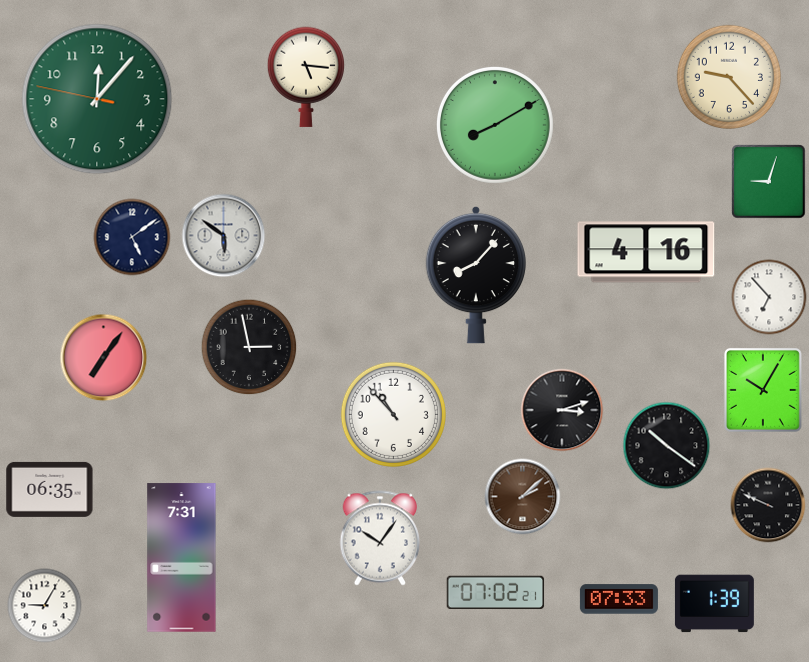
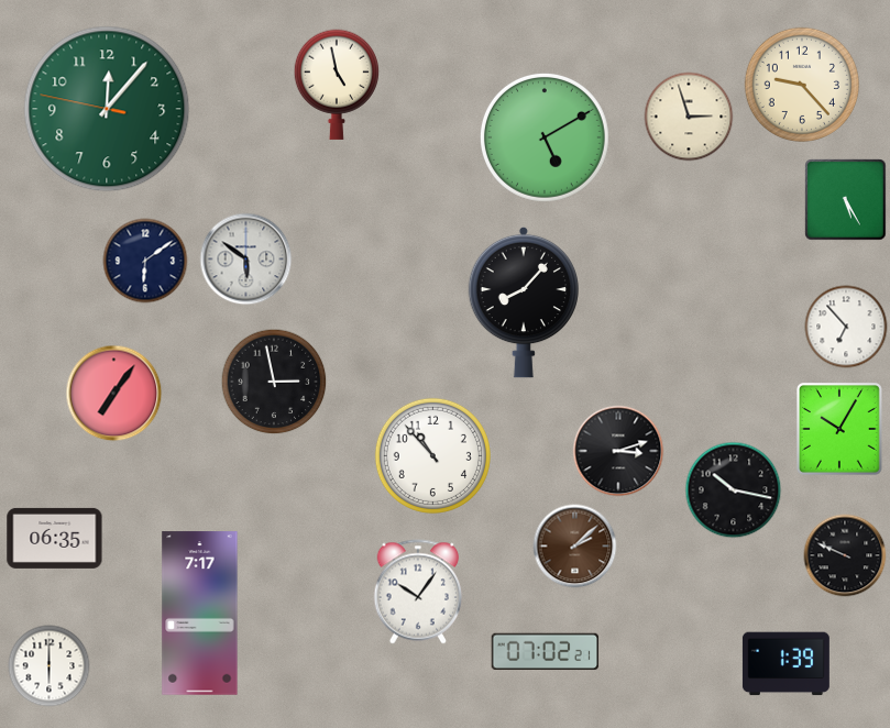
clock at (305, 77): 5:16 -> 4:58
clock at (689, 117): none -> 2:57
clock at (495, 125): 8:10 -> 5:10
clock at (769, 182): 9:03 -> 5:25
clock at (132, 237): 5:09 -> 6:09
clock at (646, 252): 4:16 -> none
clock at (667, 446): 10:21 -> 10:17
clock at (182, 558): 7:31 -> 7:17
clock at (619, 599): 07:33 -> none
clock at (45, 606): 9:05 -> 6:00
